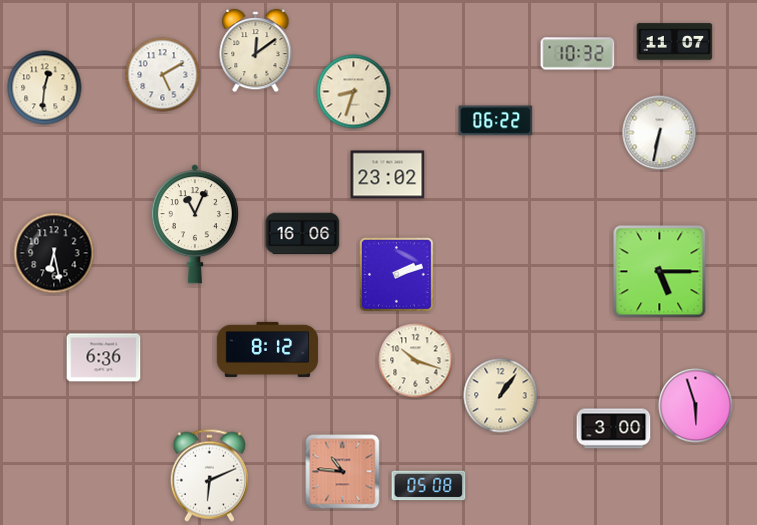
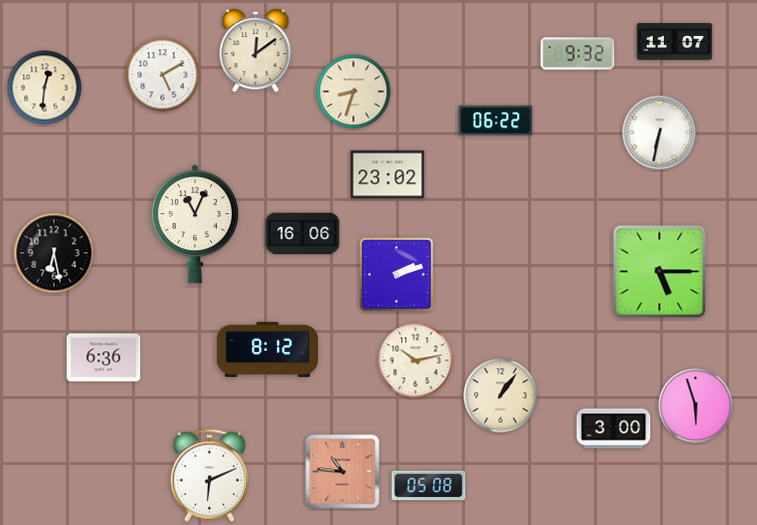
clock at (578, 54): 10:32 -> 9:32
clock at (416, 361): 10:18 -> 10:13
